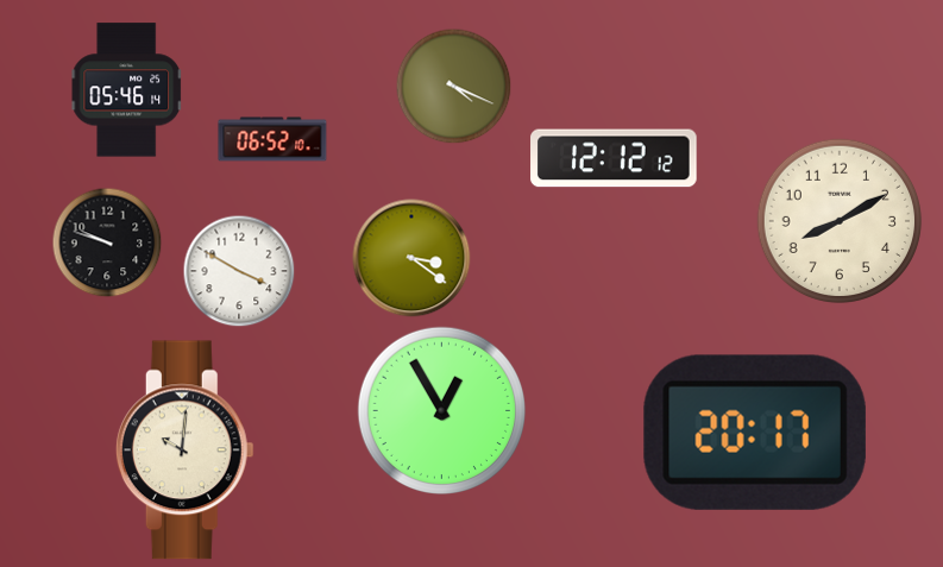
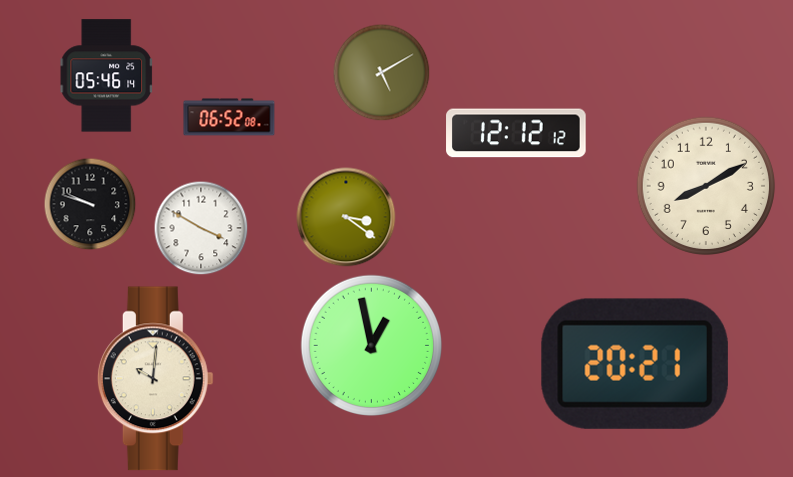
clock at (454, 87): 4:19 -> 5:10
clock at (272, 139): 06:52:10 -> 06:52:08
clock at (441, 410): 12:55 -> 12:58
clock at (755, 433): 20:17 -> 20:21
